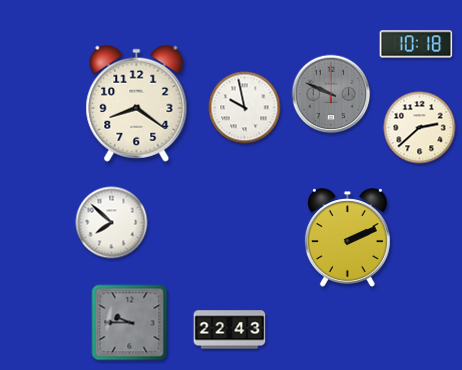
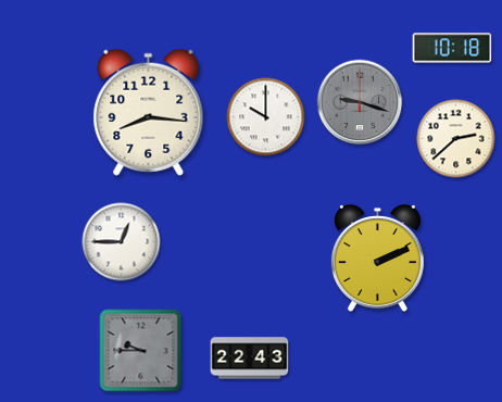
clock at (331, 94): 9:49 -> 9:18
clock at (137, 103): 8:21 -> 8:16
clock at (245, 108): 9:58 -> 10:00
clock at (112, 223): 7:52 -> 12:45
